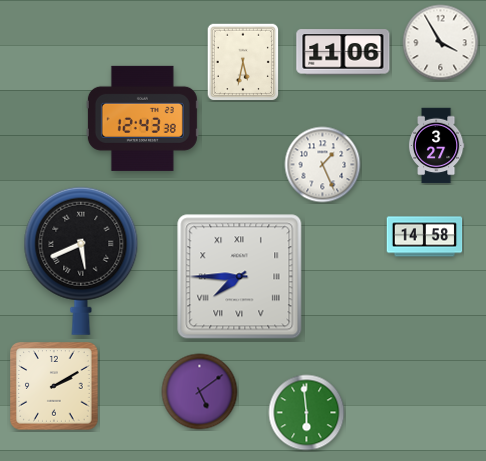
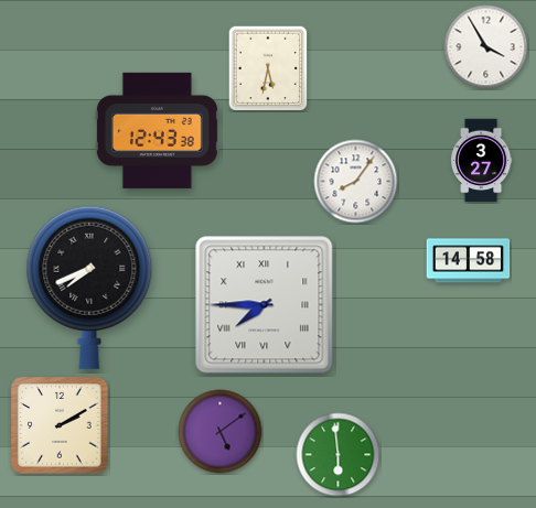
clock at (343, 52): 11:06 -> none
clock at (323, 165): 1:26 -> 8:06
clock at (81, 261): 5:41 -> 7:41
